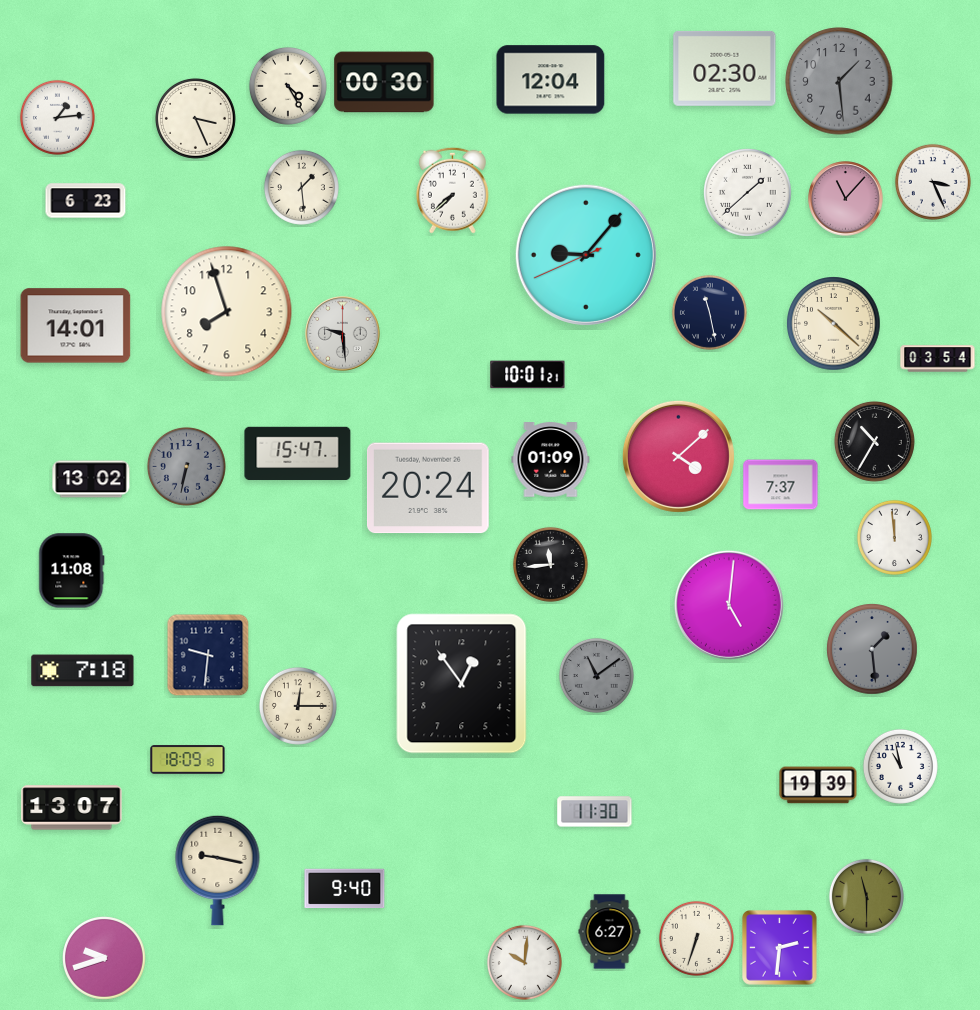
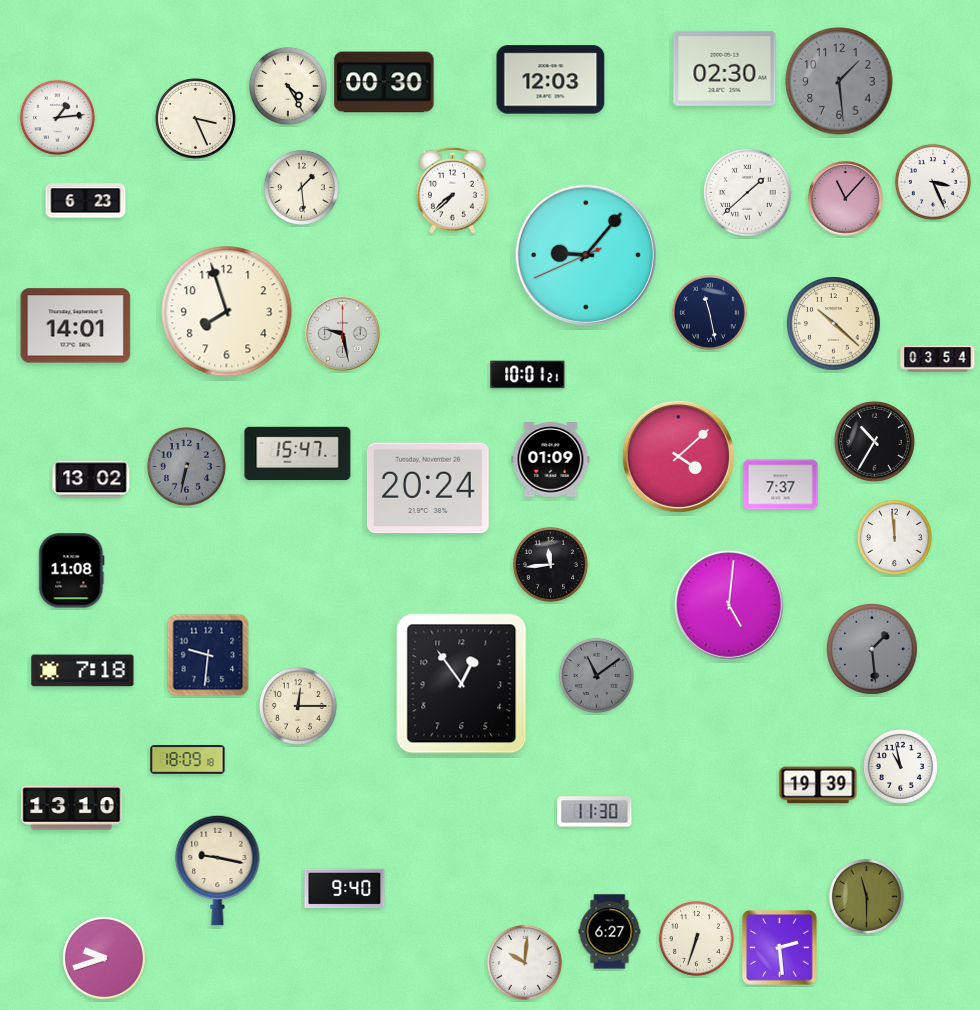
clock at (551, 80): 12:04 -> 12:03
clock at (343, 334): 9:29 -> 9:28
clock at (72, 808): 13:07 -> 13:10
clock at (780, 948): 2:31 -> 2:29
